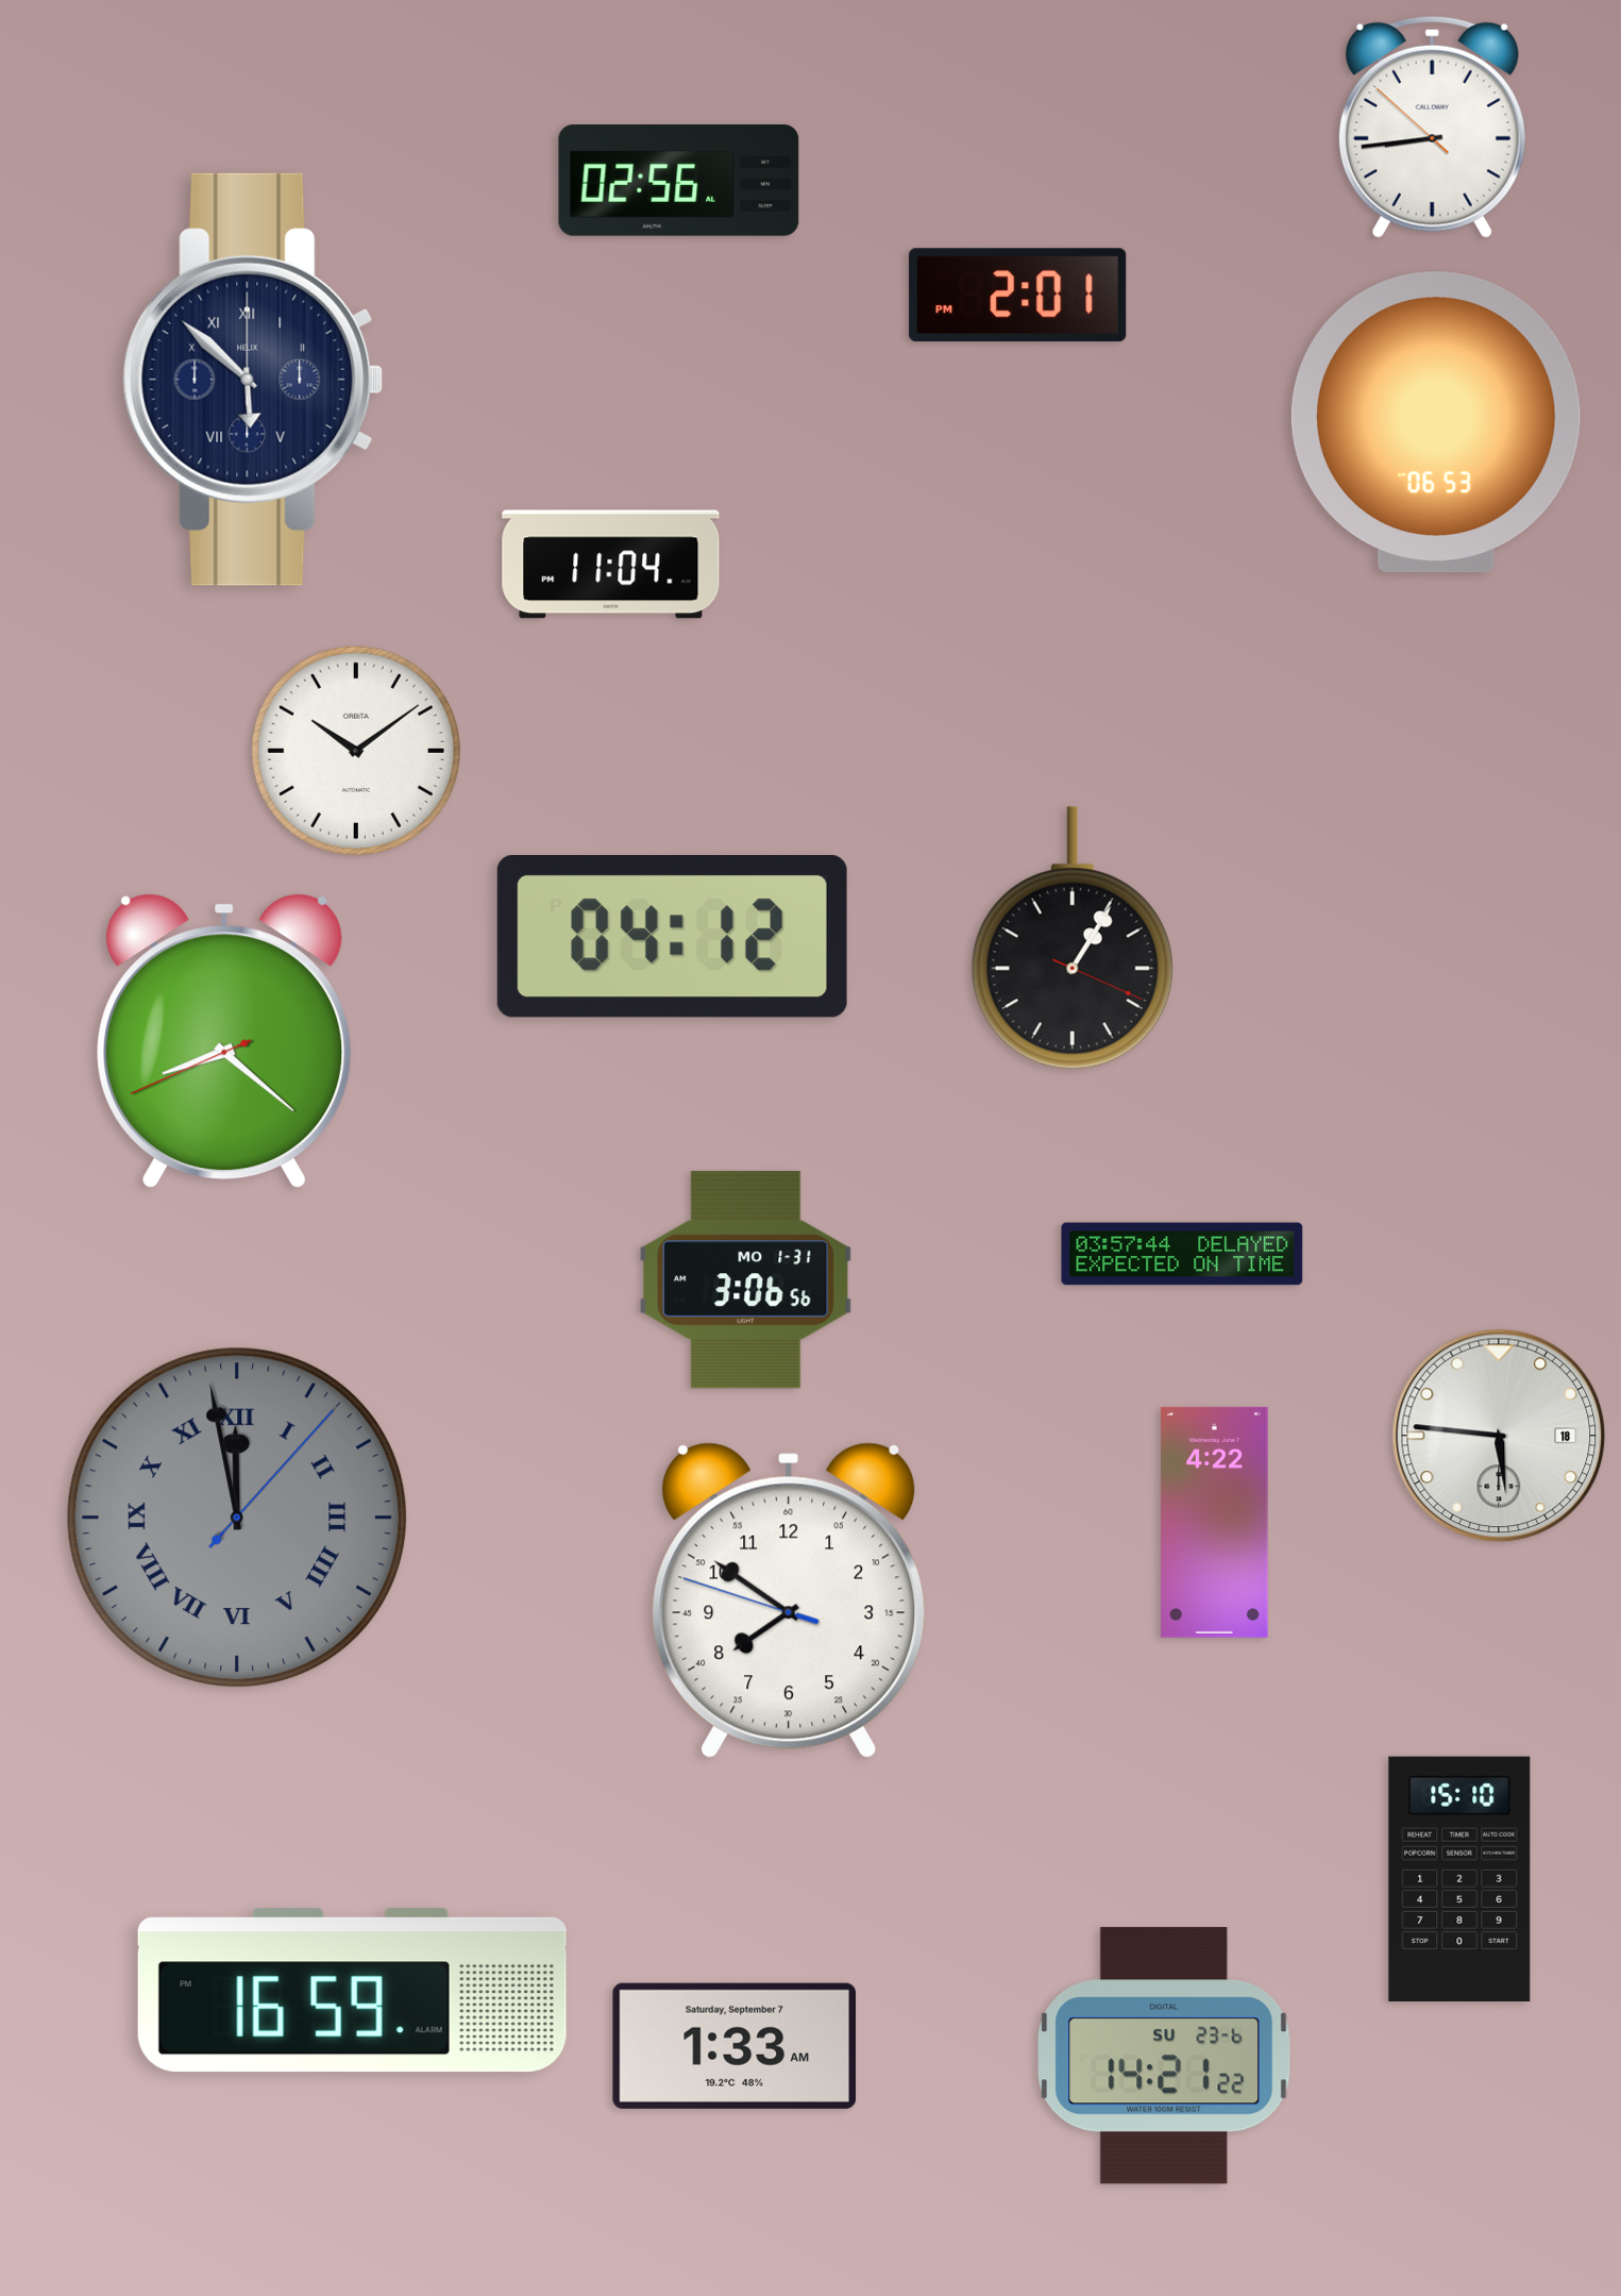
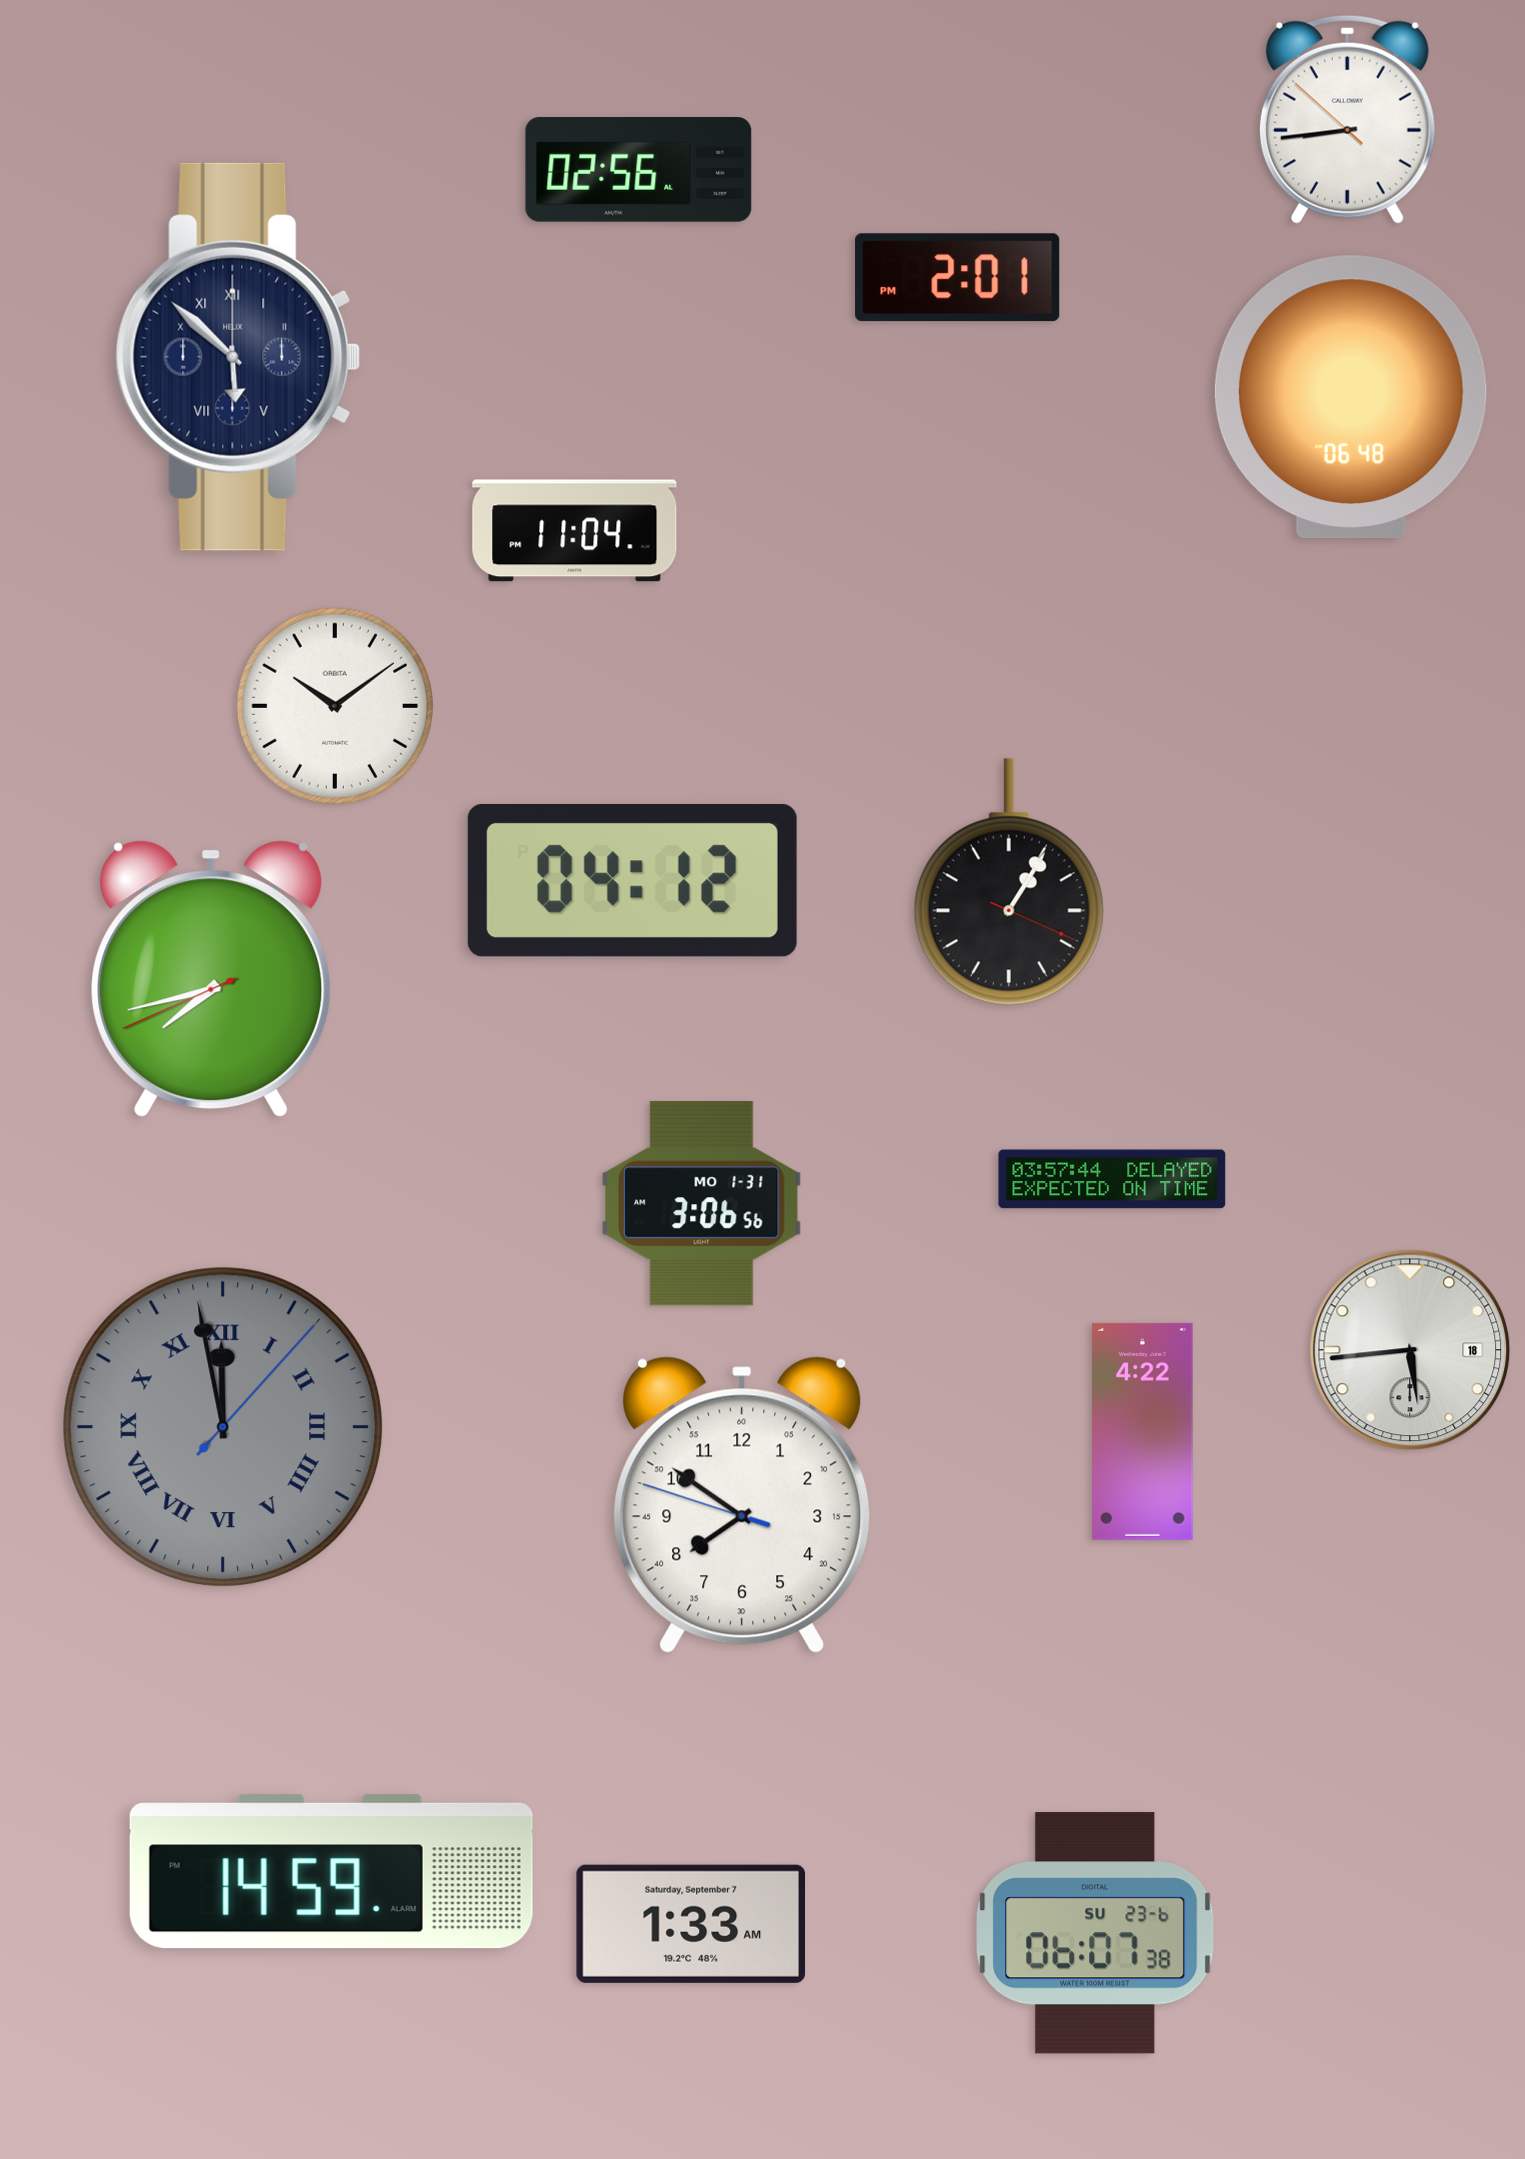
clock at (1436, 422): 06:53 -> 06:48
clock at (224, 1041): 8:21 -> 7:42
clock at (1499, 1436): 5:46 -> 5:44
clock at (1459, 1878): 15:10 -> none
clock at (352, 1991): 16:59 -> 14:59
clock at (1164, 2056): 14:21 -> 06:07
